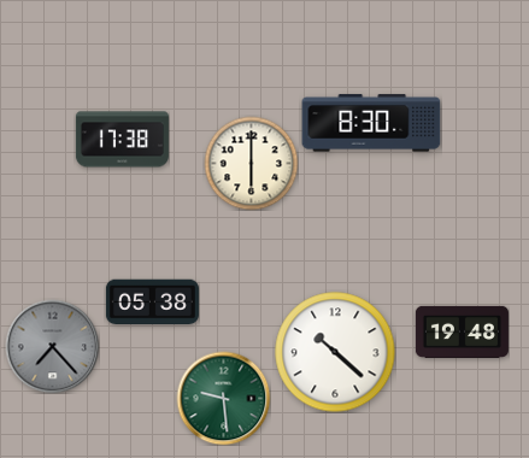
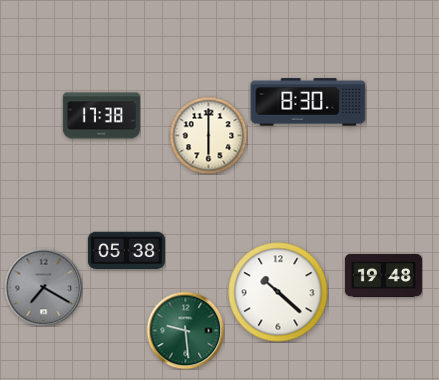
clock at (52, 346): 7:23 -> 7:20
